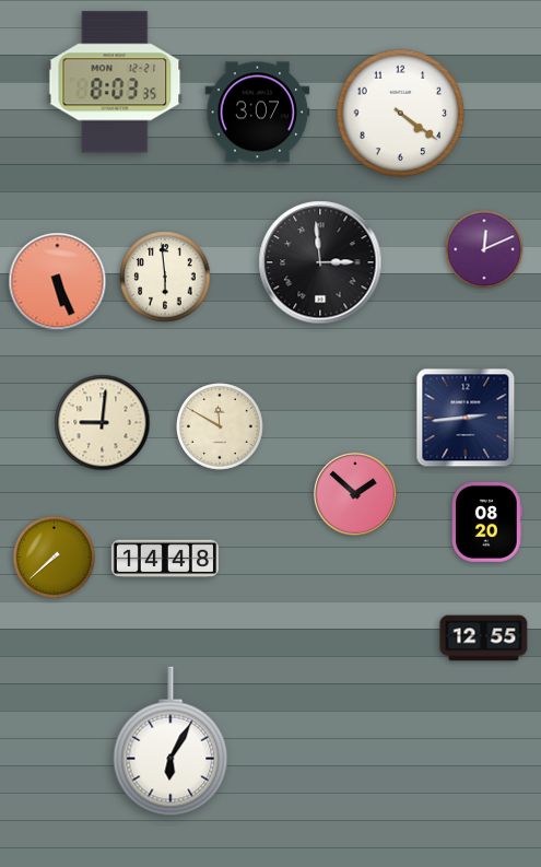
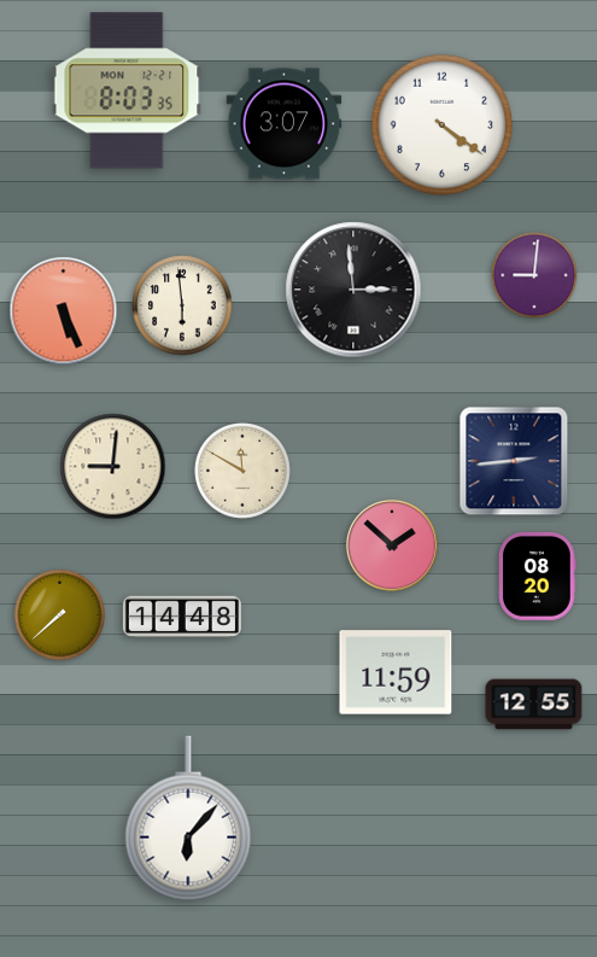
clock at (484, 249): 12:11 -> 9:01
clock at (396, 672): none -> 11:59
clock at (170, 741): 6:05 -> 6:07
